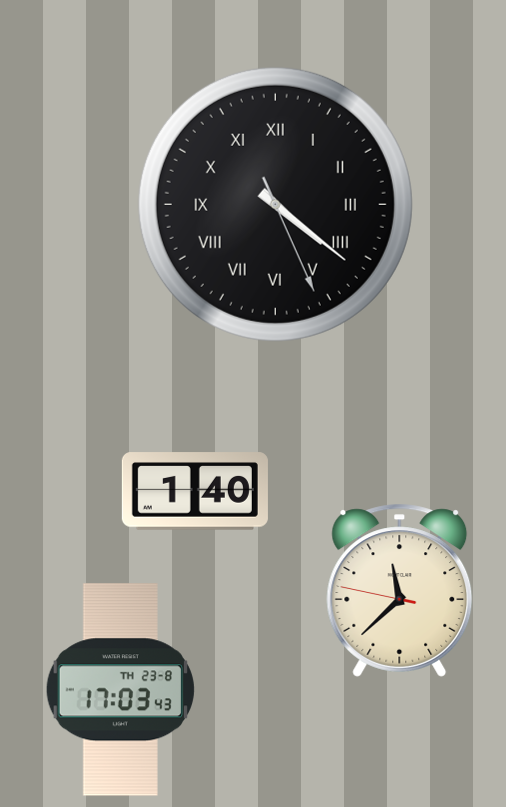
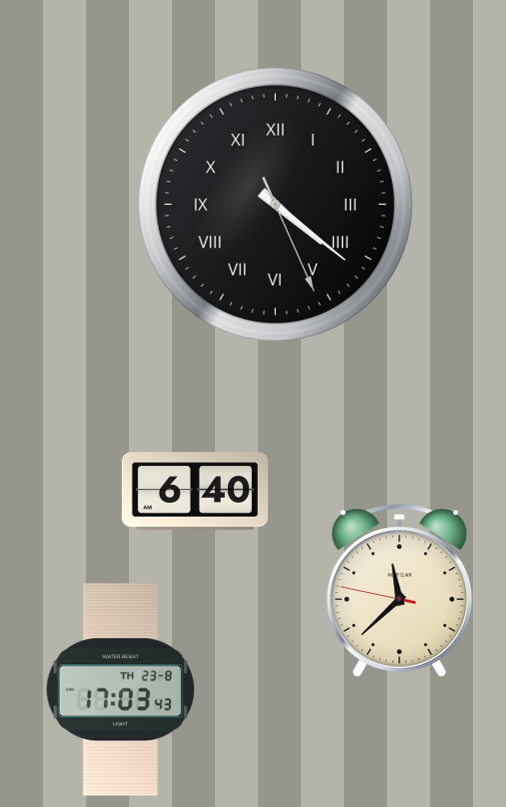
clock at (195, 491): 1:40 -> 6:40
